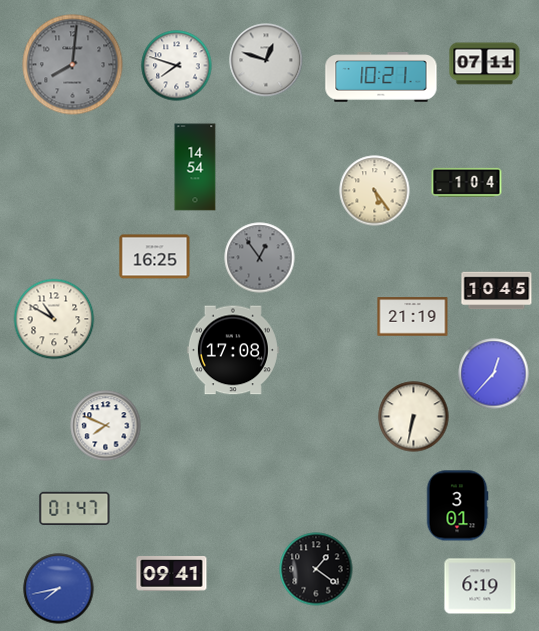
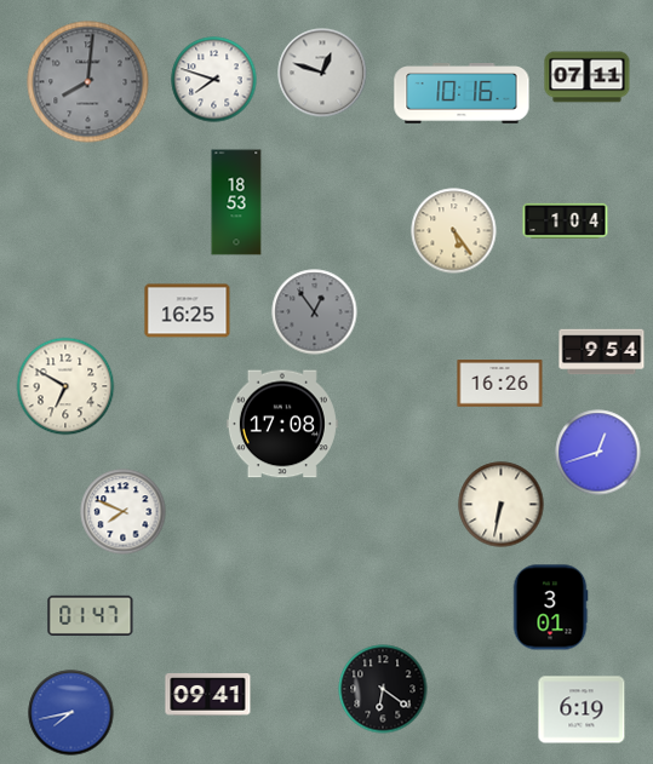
clock at (73, 65) position: (73, 65) -> (88, 82)
clock at (381, 77): 10:21 -> 10:16
clock at (195, 167): 14:54 -> 18:53
clock at (497, 291): 10:45 -> 9:54
clock at (413, 317): 21:19 -> 16:26
clock at (54, 319): 10:50 -> 6:50
clock at (494, 374): 12:37 -> 12:42
clock at (106, 426) position: (106, 426) -> (124, 512)
clock at (457, 506) position: (457, 506) -> (550, 608)
clock at (316, 569): 1:21 -> 6:21
